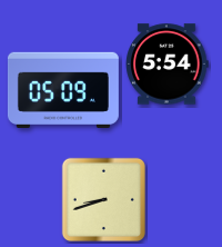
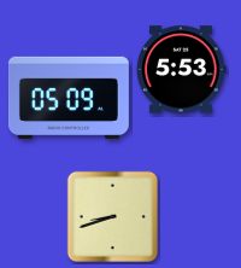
clock at (168, 65): 5:54 -> 5:53
